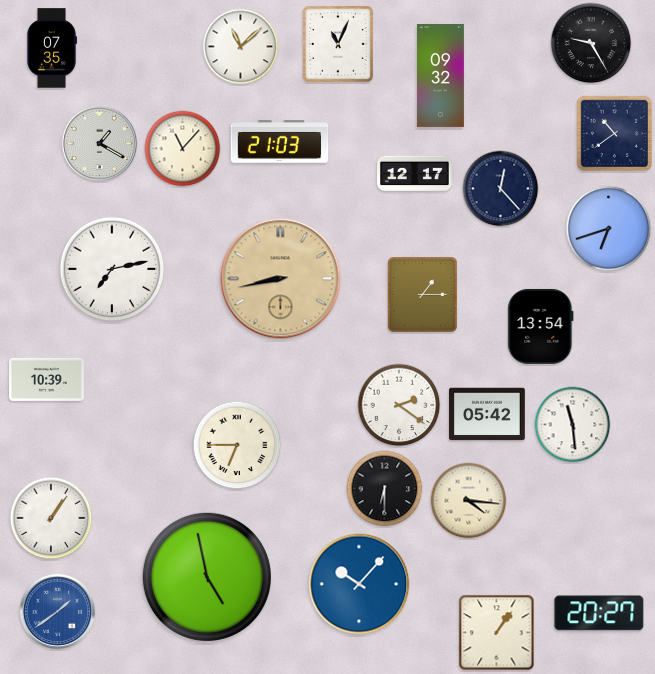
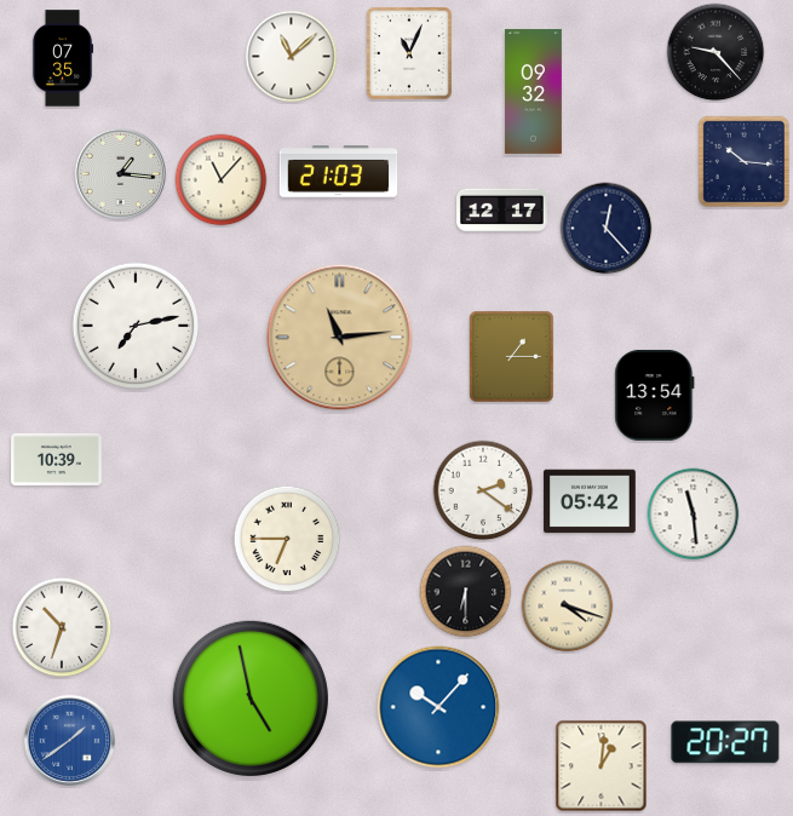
clock at (591, 43): 9:25 -> 9:23
clock at (614, 133): 10:39 -> 10:16
clock at (99, 143): 1:20 -> 1:16
clock at (609, 229): 6:42 -> none
clock at (281, 279): 8:43 -> 11:14
clock at (469, 501): 4:16 -> 4:18
clock at (51, 518): 1:06 -> 10:33
clock at (359, 584) position: (359, 584) -> (438, 707)
clock at (497, 633): 1:06 -> 1:01
